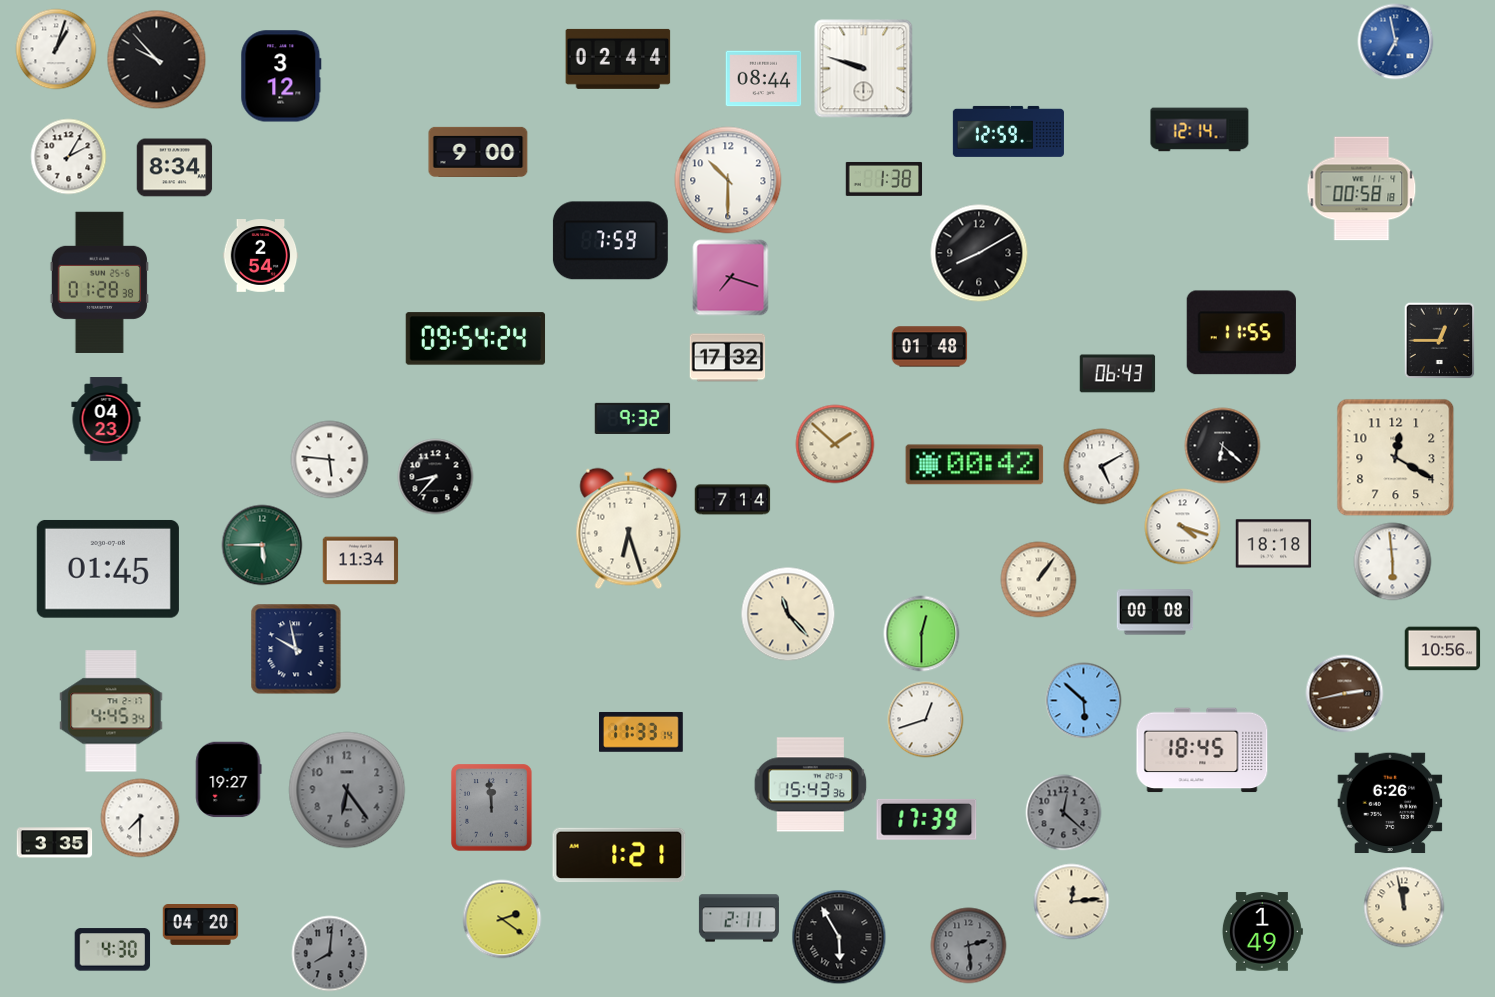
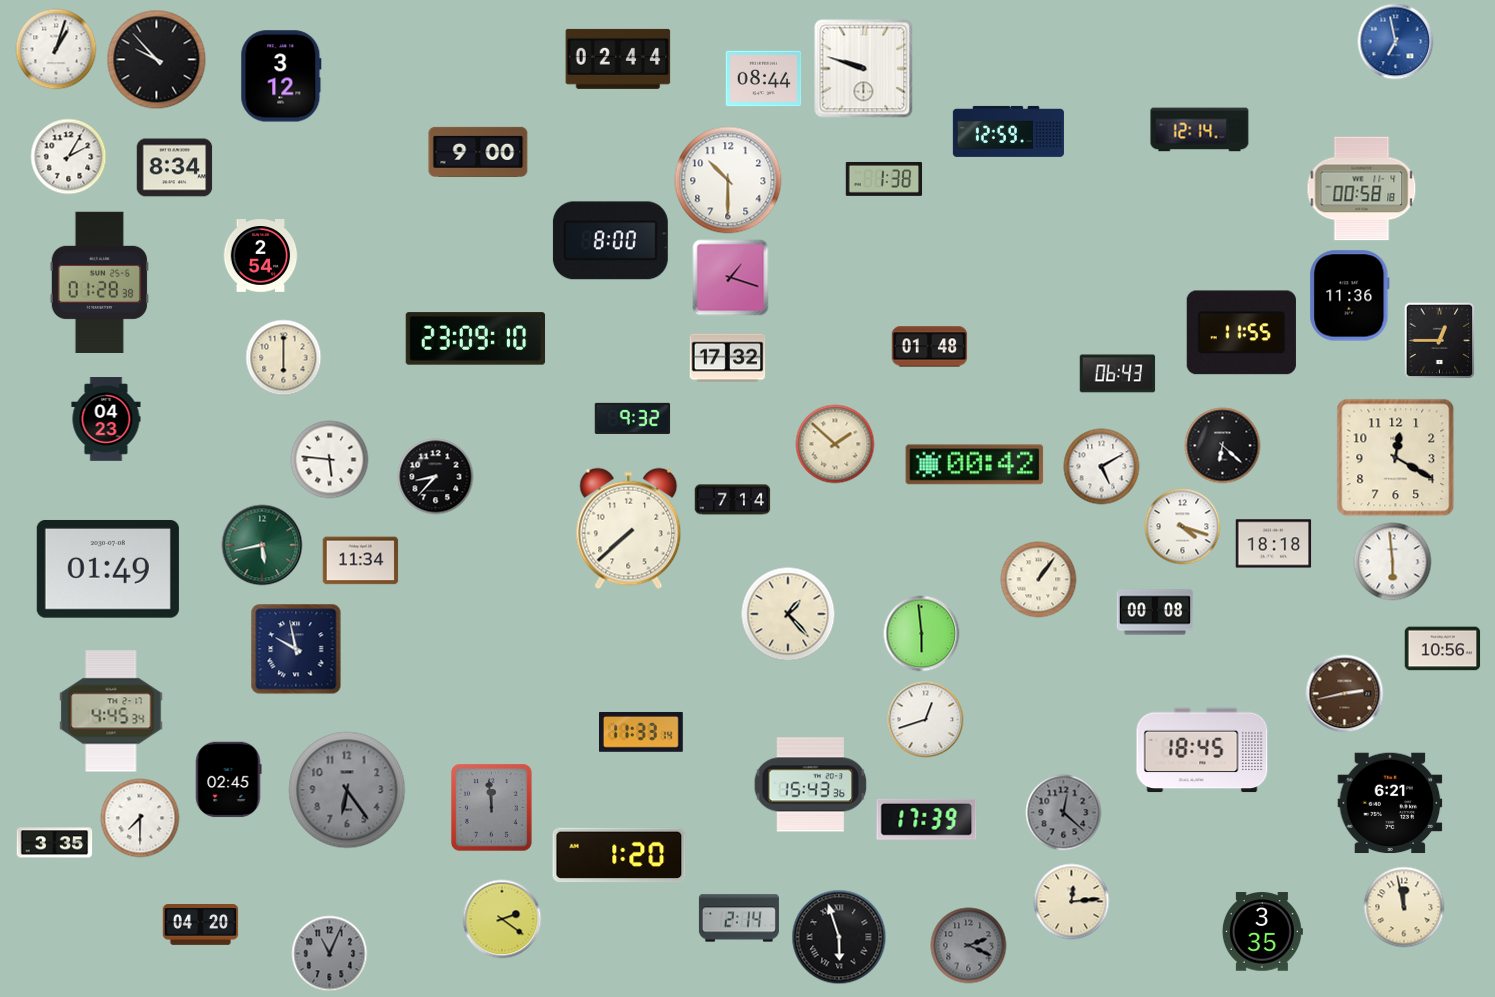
clock at (610, 241): 7:59 -> 8:00
clock at (979, 253): 8:10 -> none
clock at (731, 278): 7:18 -> 1:18
clock at (1350, 296): none -> 11:36
clock at (476, 339): 09:54 -> 23:09
clock at (284, 358): none -> 6:00
clock at (629, 529): 6:27 -> 7:38
clock at (262, 545): 5:45 -> 5:43
clock at (108, 569): 01:45 -> 01:49
clock at (788, 614): 11:23 -> 1:23
clock at (922, 634): 12:30 -> 5:59
clock at (1084, 701): 5:52 -> none
clock at (228, 780): 19:27 -> 02:45
clock at (1390, 803): 6:26 -> 6:21
clock at (619, 855): 1:21 -> 1:20
clock at (739, 918): 2:11 -> 2:14
clock at (1262, 932): 1:49 -> 3:35
clock at (839, 937): 5:55 -> 5:57
clock at (969, 946): 2:29 -> 2:19
clock at (113, 950): 4:30 -> none
clock at (330, 954): 8:01 -> 11:04
